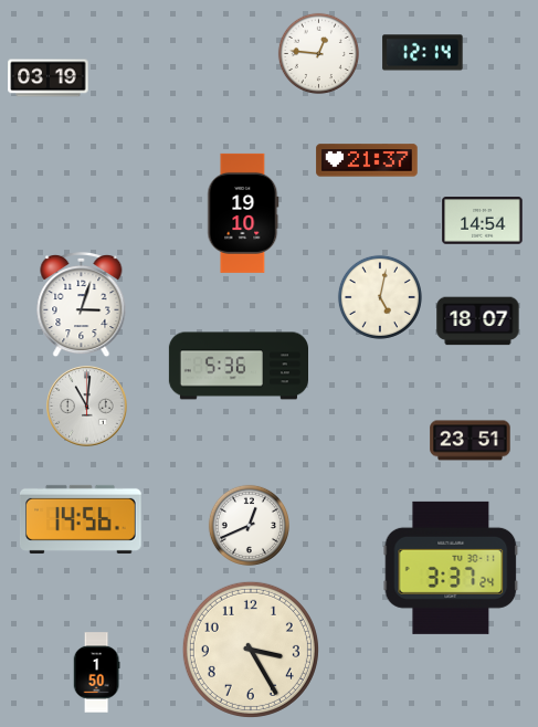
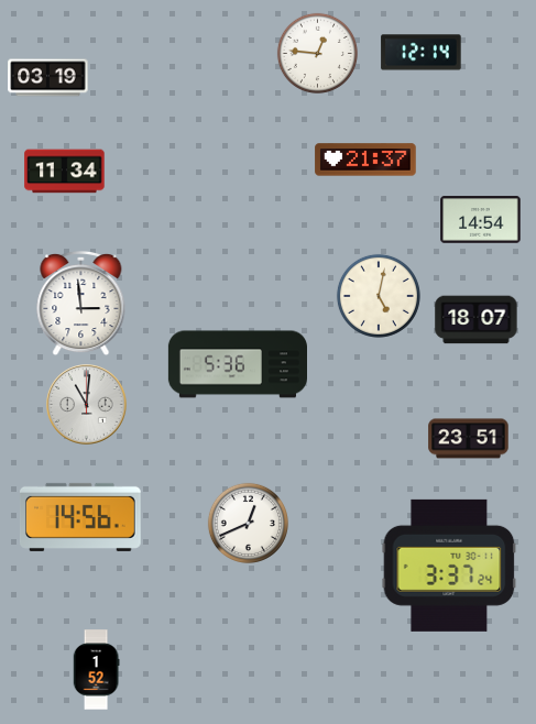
clock at (65, 172): none -> 11:34
clock at (243, 213): 19:10 -> none
clock at (82, 305): 3:03 -> 2:59
clock at (251, 650): 3:25 -> none
clock at (96, 673): 1:50 -> 1:52
